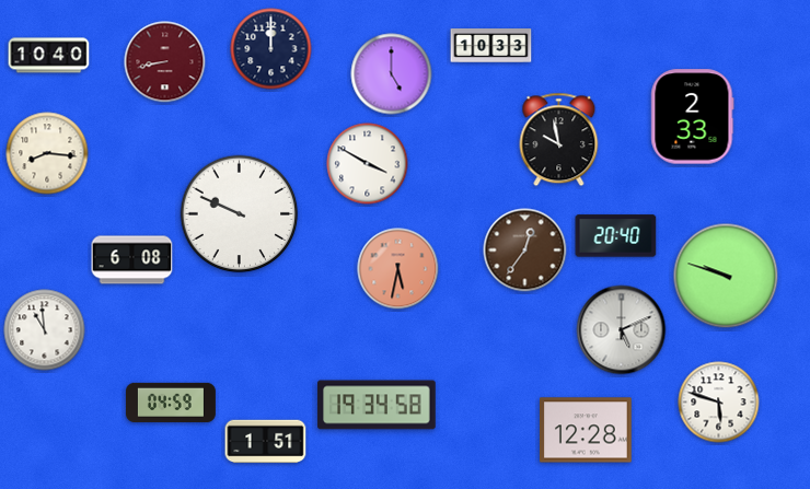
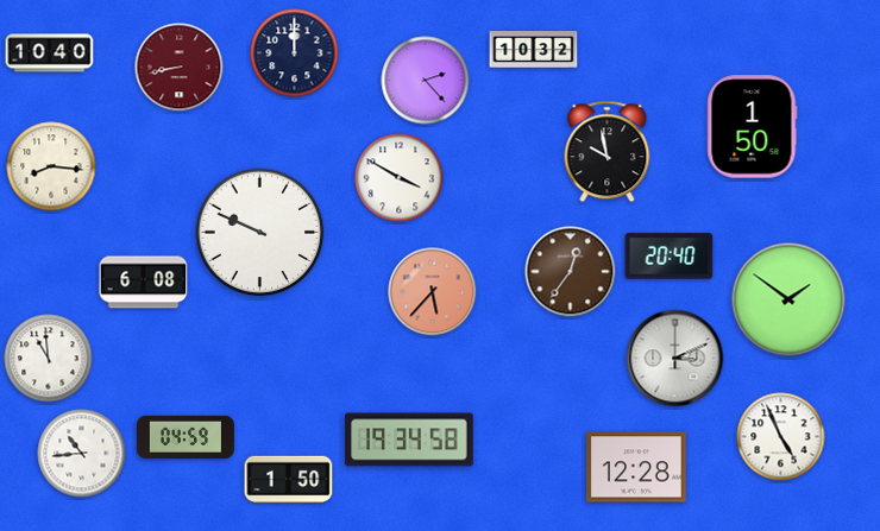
clock at (491, 46): 10:33 -> 10:32
clock at (49, 56) position: (49, 56) -> (50, 53)
clock at (392, 74): 5:00 -> 2:23
clock at (693, 117): 2:33 -> 1:50
clock at (398, 269): 5:32 -> 5:37
clock at (726, 276): 9:48 -> 1:51
clock at (622, 330): 5:11 -> 3:11
clock at (719, 403): 5:48 -> 4:56
clock at (82, 454): none -> 10:44
clock at (266, 442): 1:51 -> 1:50
